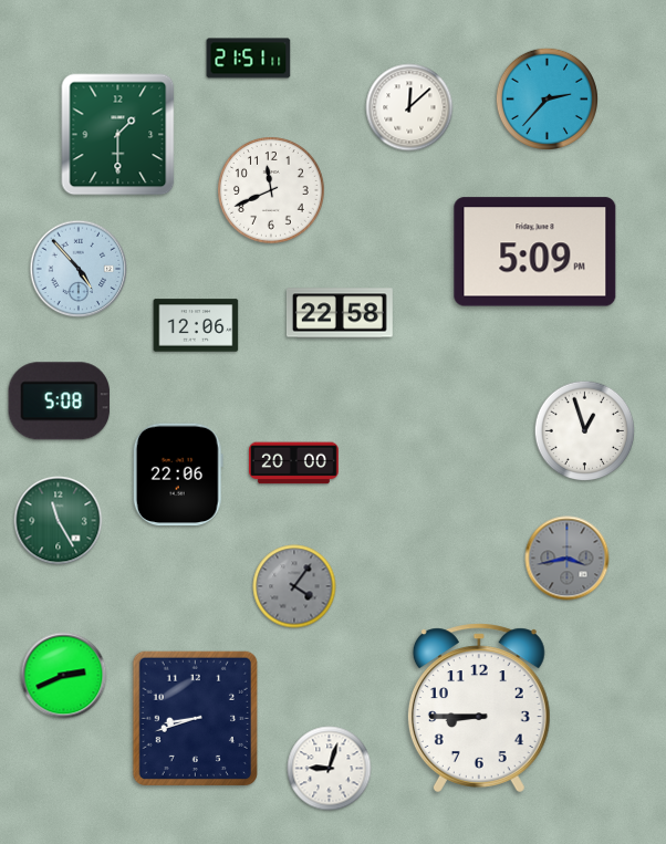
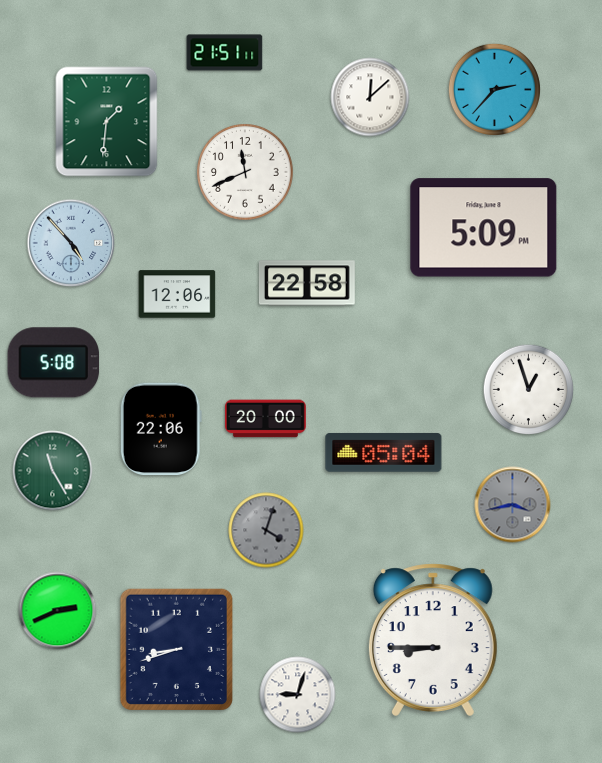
clock at (118, 135): 1:30 -> 1:31
clock at (384, 452): none -> 05:04
clock at (294, 586): 4:06 -> 4:03
